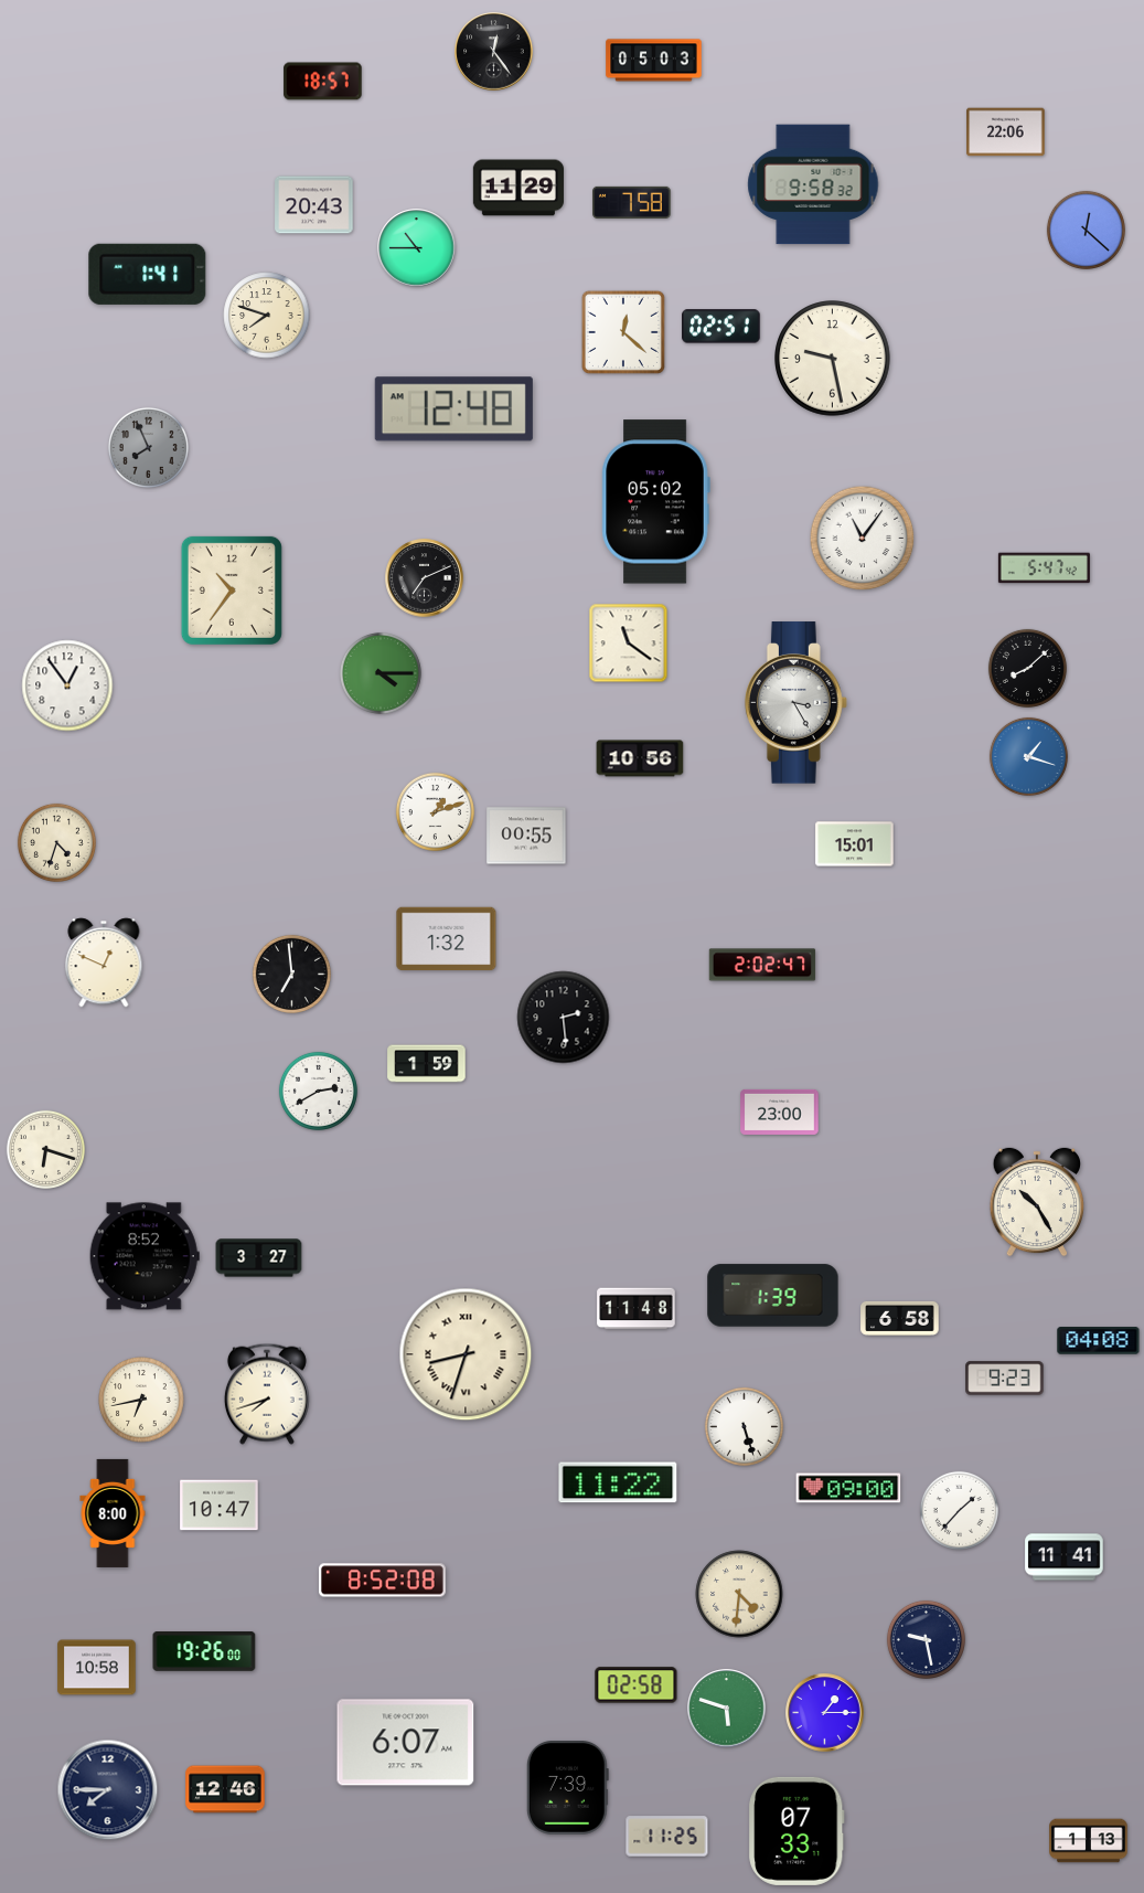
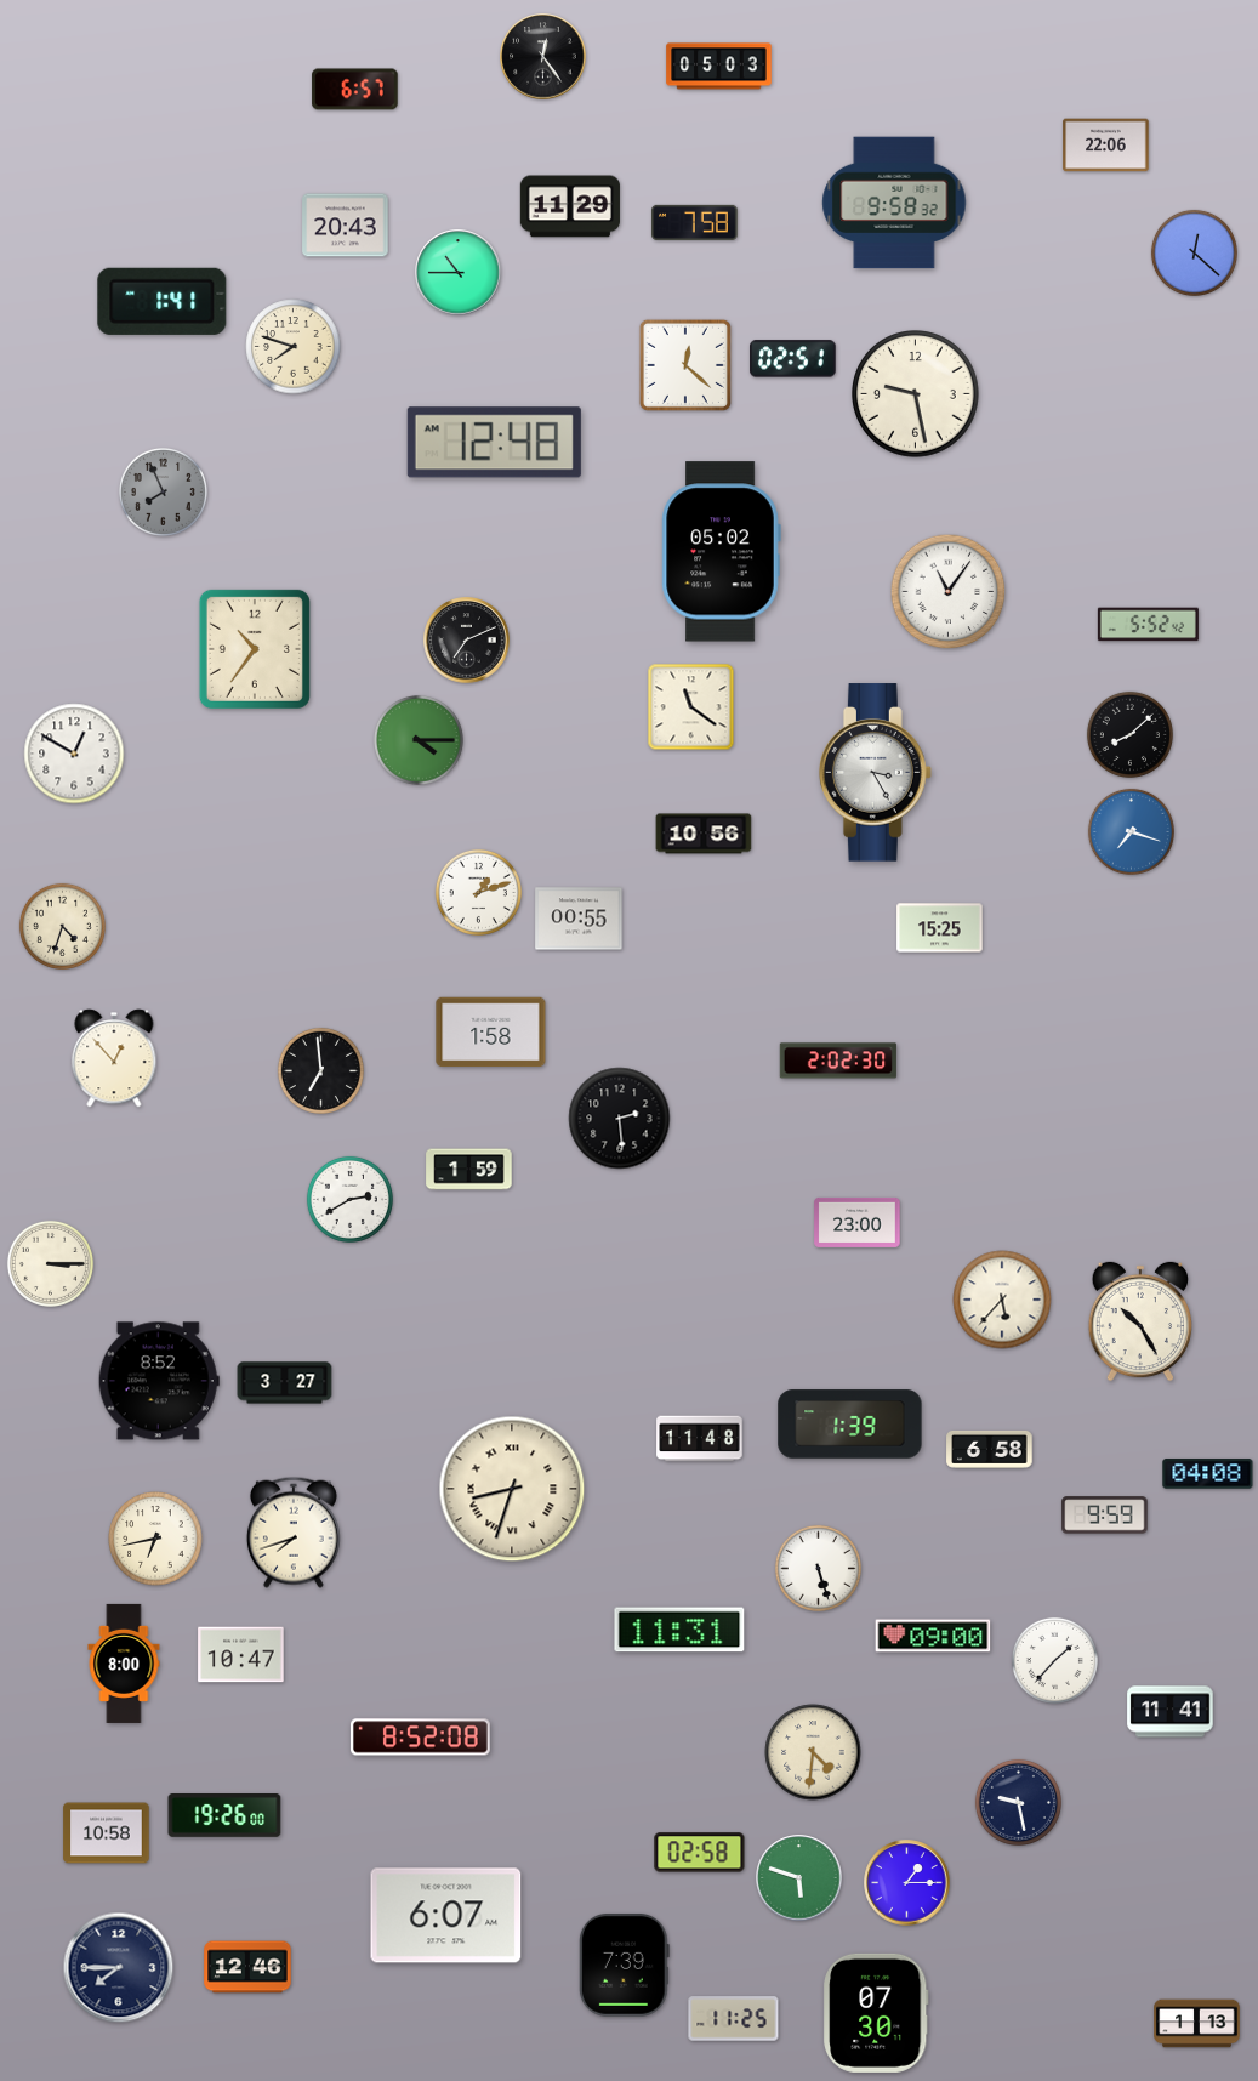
clock at (323, 82): 18:57 -> 6:57
clock at (453, 410) position: (453, 410) -> (494, 443)
clock at (1044, 568): 5:47 -> 5:52
clock at (425, 578) position: (425, 578) -> (467, 641)
clock at (67, 685): 12:54 -> 12:50
clock at (1028, 756): 1:18 -> 7:18
clock at (855, 844): 15:01 -> 15:25
clock at (447, 939): 1:32 -> 1:58
clock at (104, 963): 12:49 -> 12:53
clock at (762, 965): 2:02:47 -> 2:02:30
clock at (45, 1149): 6:18 -> 3:15
clock at (1002, 1300): none -> 5:37
clock at (1005, 1379): 9:23 -> 9:59
clock at (618, 1482): 11:22 -> 11:31
clock at (798, 1831): 07:33 -> 07:30
